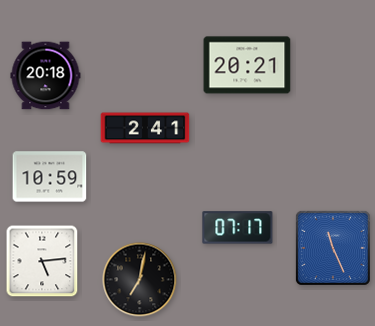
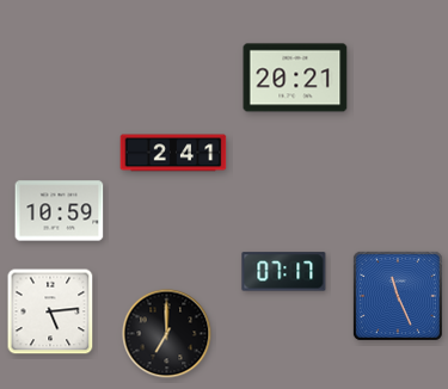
clock at (46, 76): 20:18 -> none
clock at (140, 280): 7:02 -> 7:00
